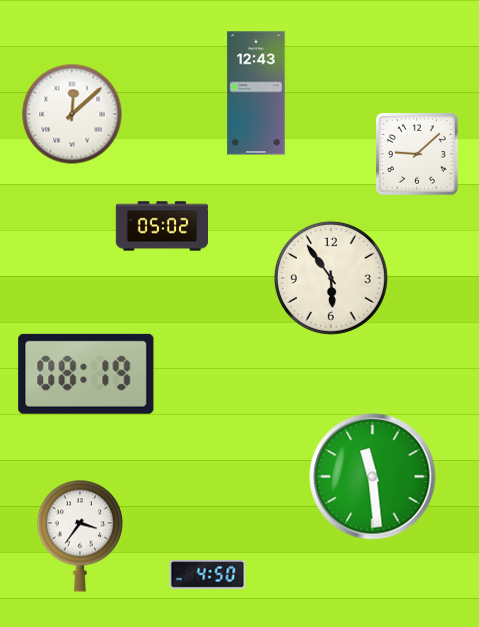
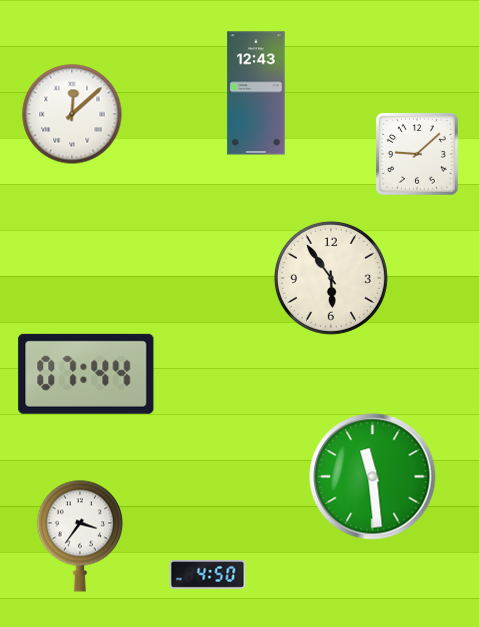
clock at (161, 226): 05:02 -> none
clock at (86, 374): 08:19 -> 07:44
